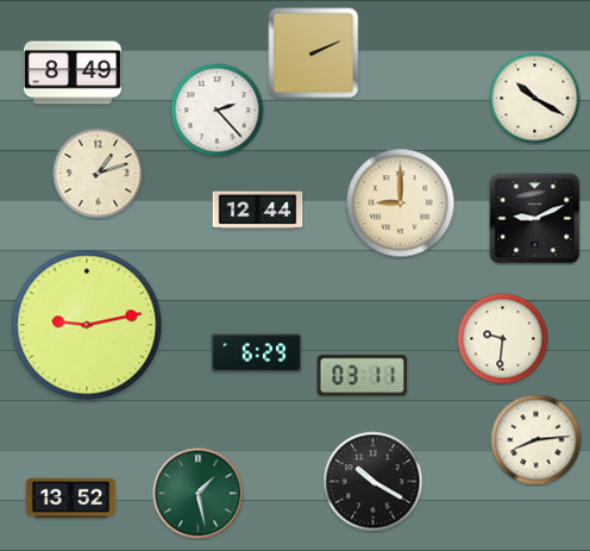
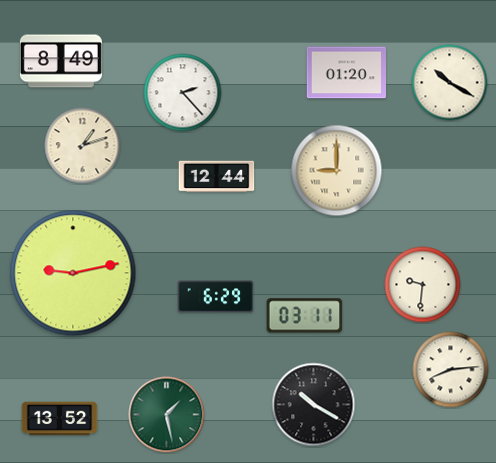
clock at (314, 54): 2:11 -> none
clock at (346, 73): none -> 01:20
clock at (535, 219): 9:11 -> none
